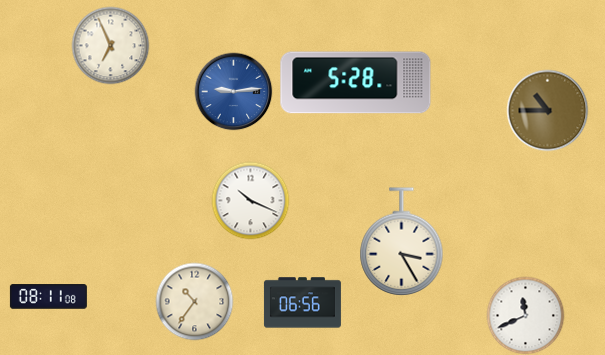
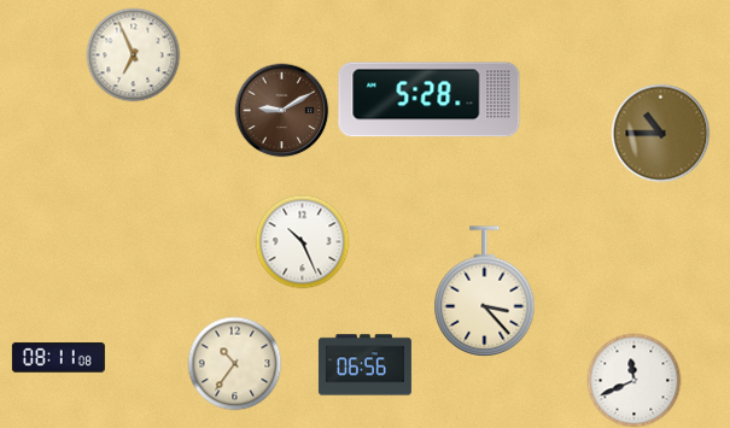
clock at (233, 91): 9:14 -> 9:10
clock at (233, 91) dial: blue -> brown
clock at (250, 200): 10:19 -> 10:26
clock at (402, 242): 3:25 -> 3:23
